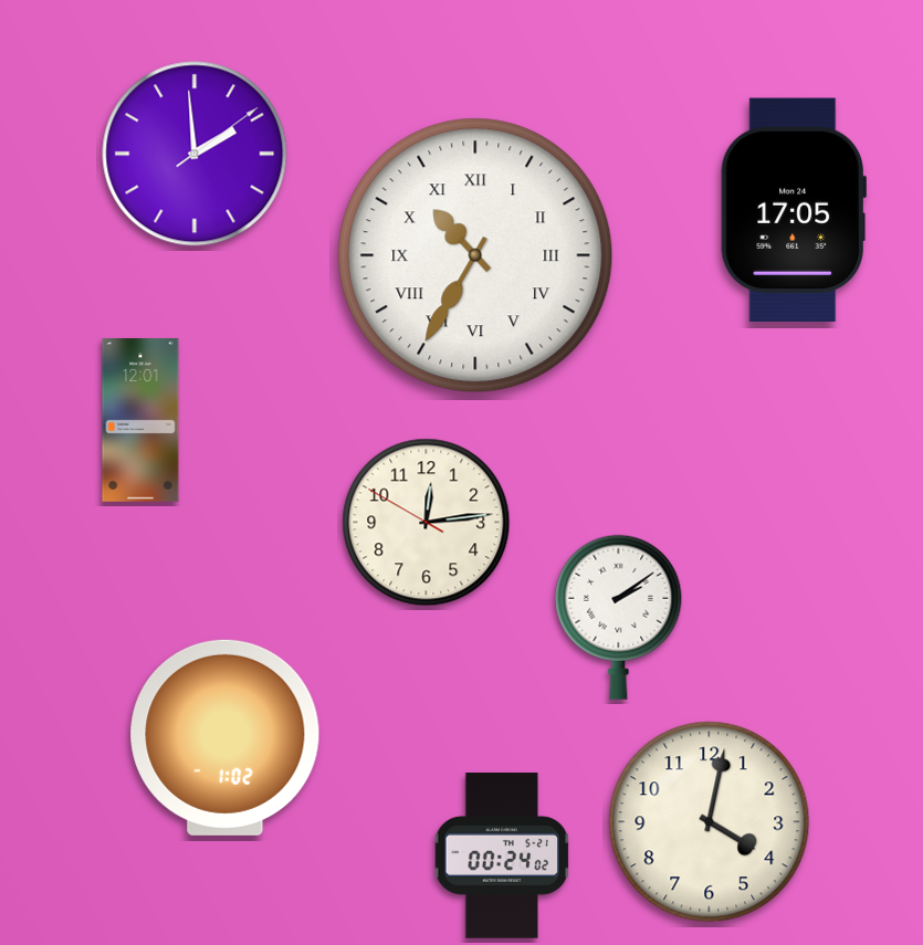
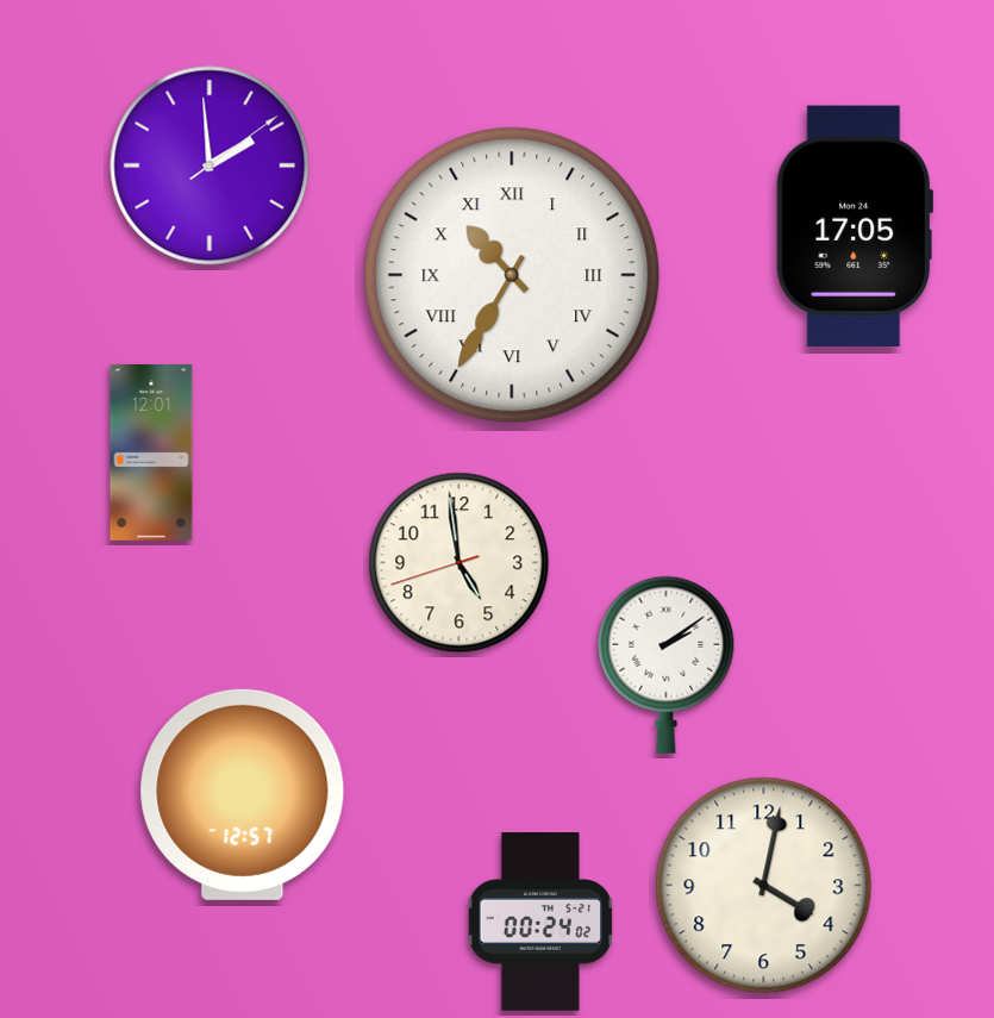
clock at (427, 523): 12:13 -> 4:58
clock at (225, 737): 1:02 -> 12:57
